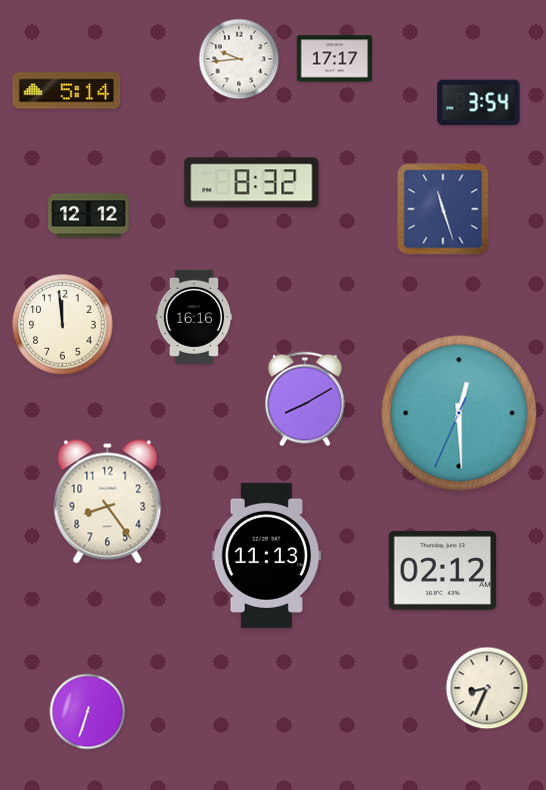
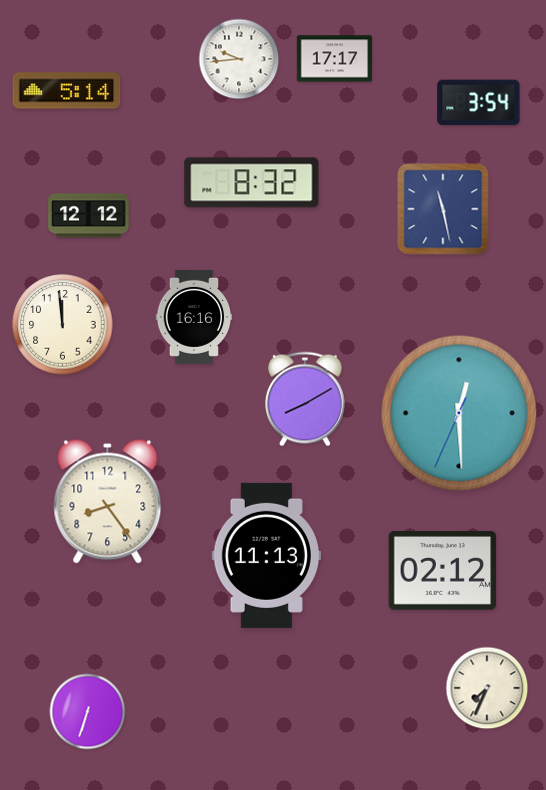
clock at (443, 209): 11:27 -> 11:28
clock at (487, 688): 8:34 -> 7:34
